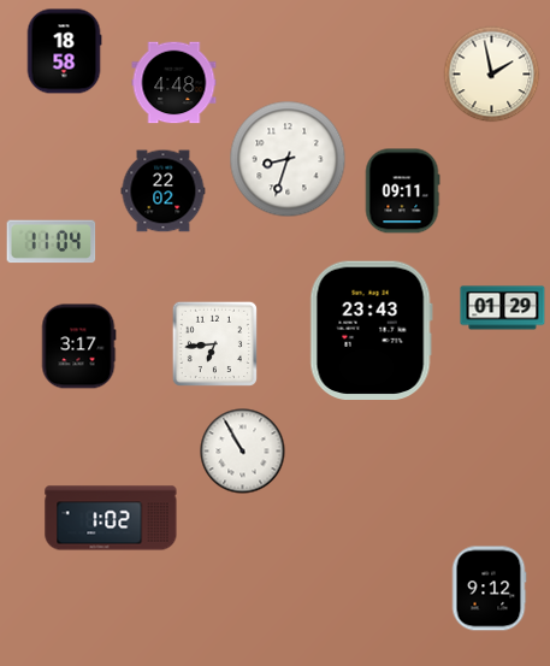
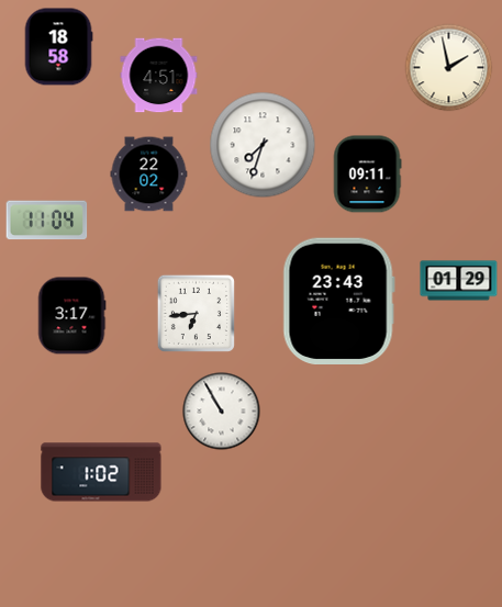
clock at (175, 83): 4:48 -> 4:51
clock at (288, 159): 8:33 -> 7:33
clock at (489, 589): 9:12 -> none
